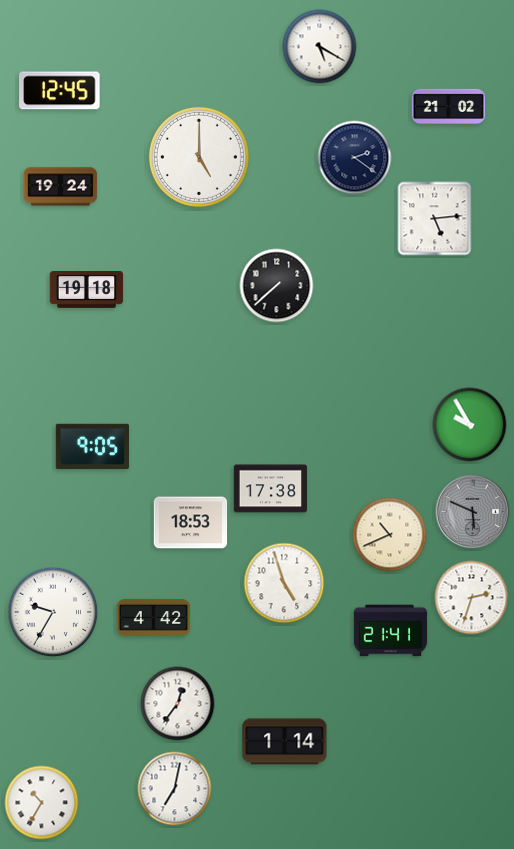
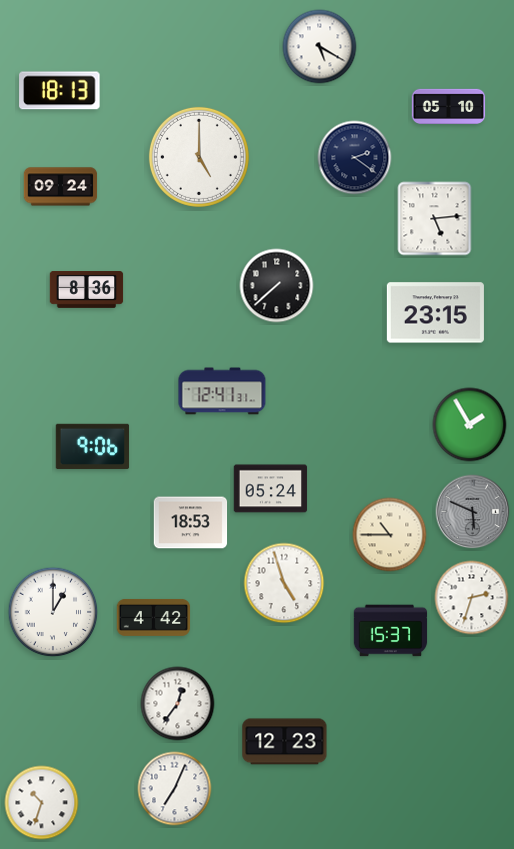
clock at (60, 91): 12:45 -> 18:13
clock at (449, 106): 21:02 -> 05:10
clock at (61, 187): 19:24 -> 09:24
clock at (87, 290): 19:18 -> 8:36
clock at (435, 313): none -> 23:15
clock at (222, 391): none -> 12:41
clock at (470, 425): 9:55 -> 1:55
clock at (93, 447): 9:05 -> 9:06
clock at (271, 489): 17:38 -> 05:24
clock at (390, 535): 10:41 -> 10:45
clock at (53, 612): 9:35 -> 1:00
clock at (391, 631): 21:41 -> 15:37
clock at (285, 742): 1:14 -> 12:23
clock at (175, 789): 7:02 -> 7:04
clock at (42, 803): 10:35 -> 10:33
